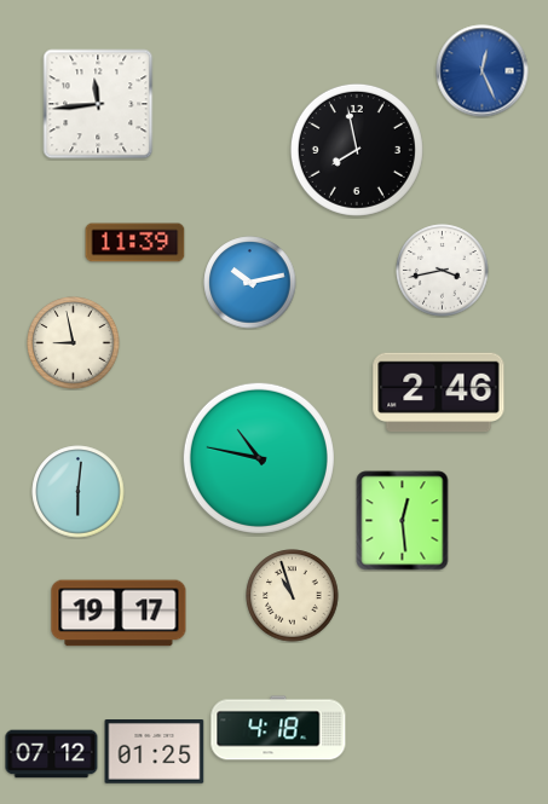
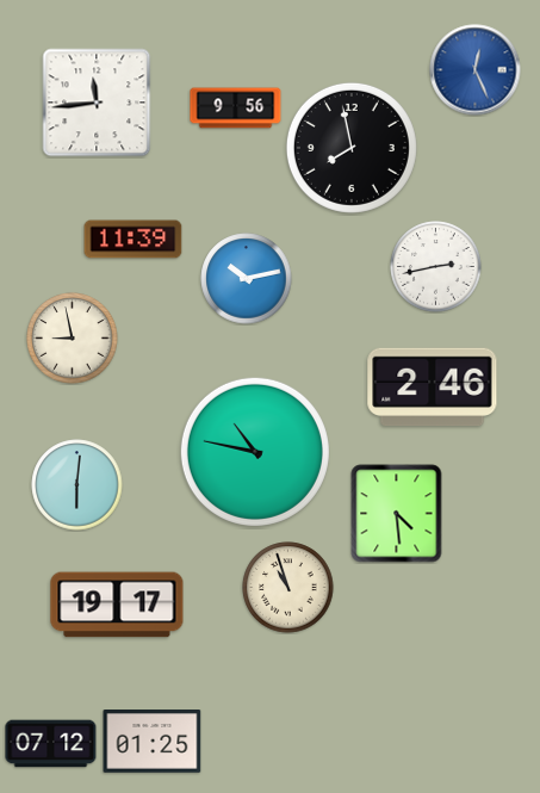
clock at (236, 109): none -> 9:56
clock at (443, 271): 3:43 -> 2:43
clock at (403, 521): 12:29 -> 4:29
clock at (278, 728): 4:18 -> none
